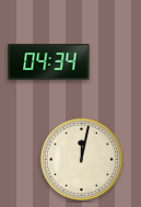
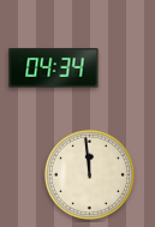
clock at (81, 159): 12:02 -> 11:59
